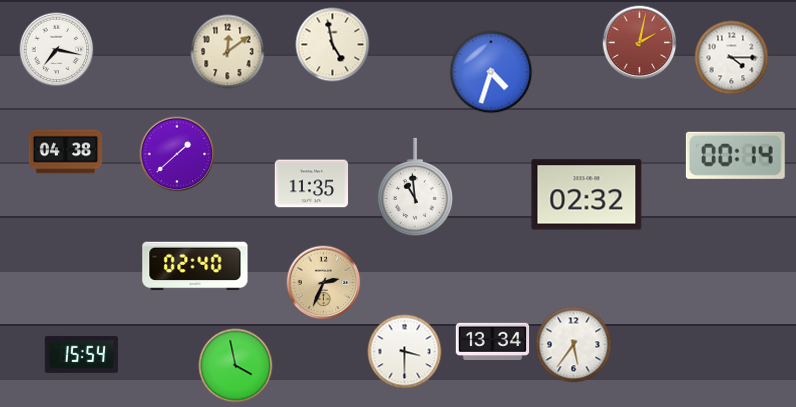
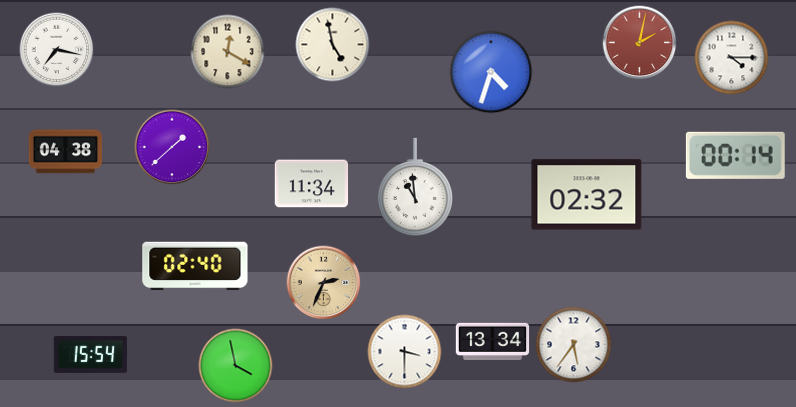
clock at (228, 52): 12:09 -> 12:20
clock at (177, 154) position: (177, 154) -> (172, 147)
clock at (312, 184): 11:35 -> 11:34
clock at (82, 354) position: (82, 354) -> (91, 354)
